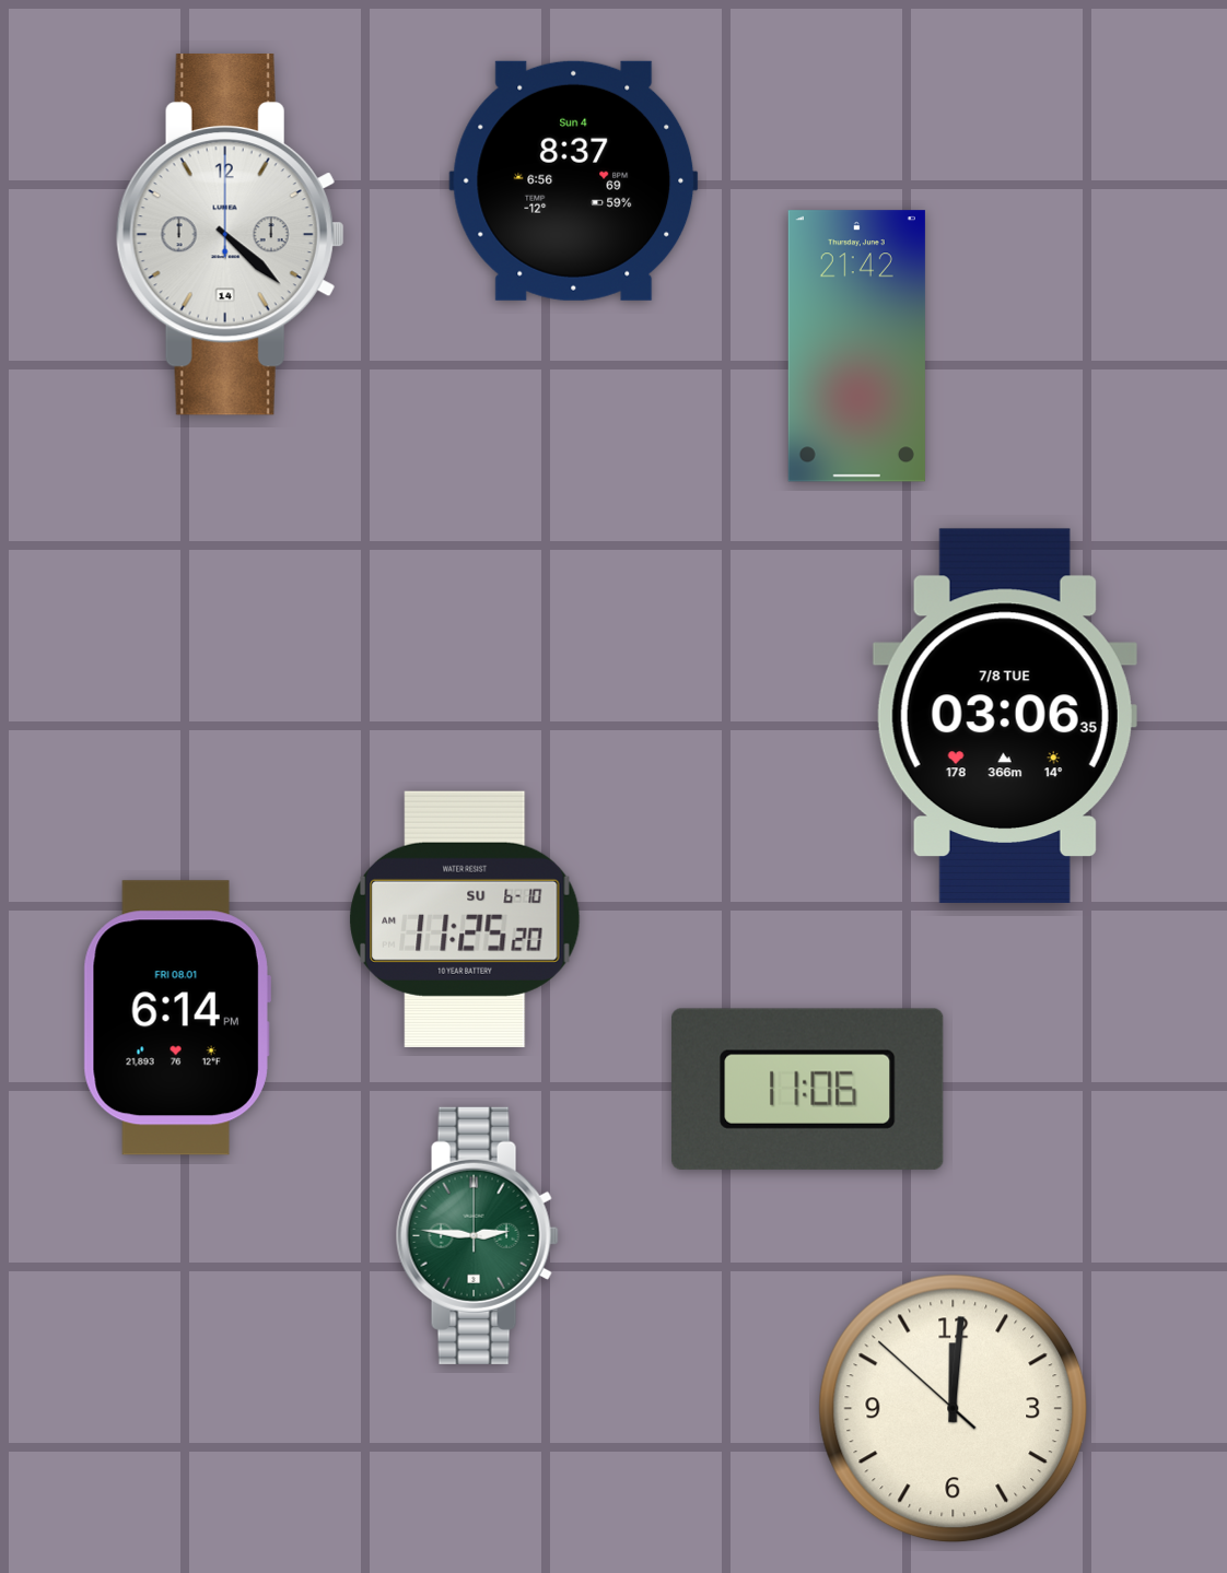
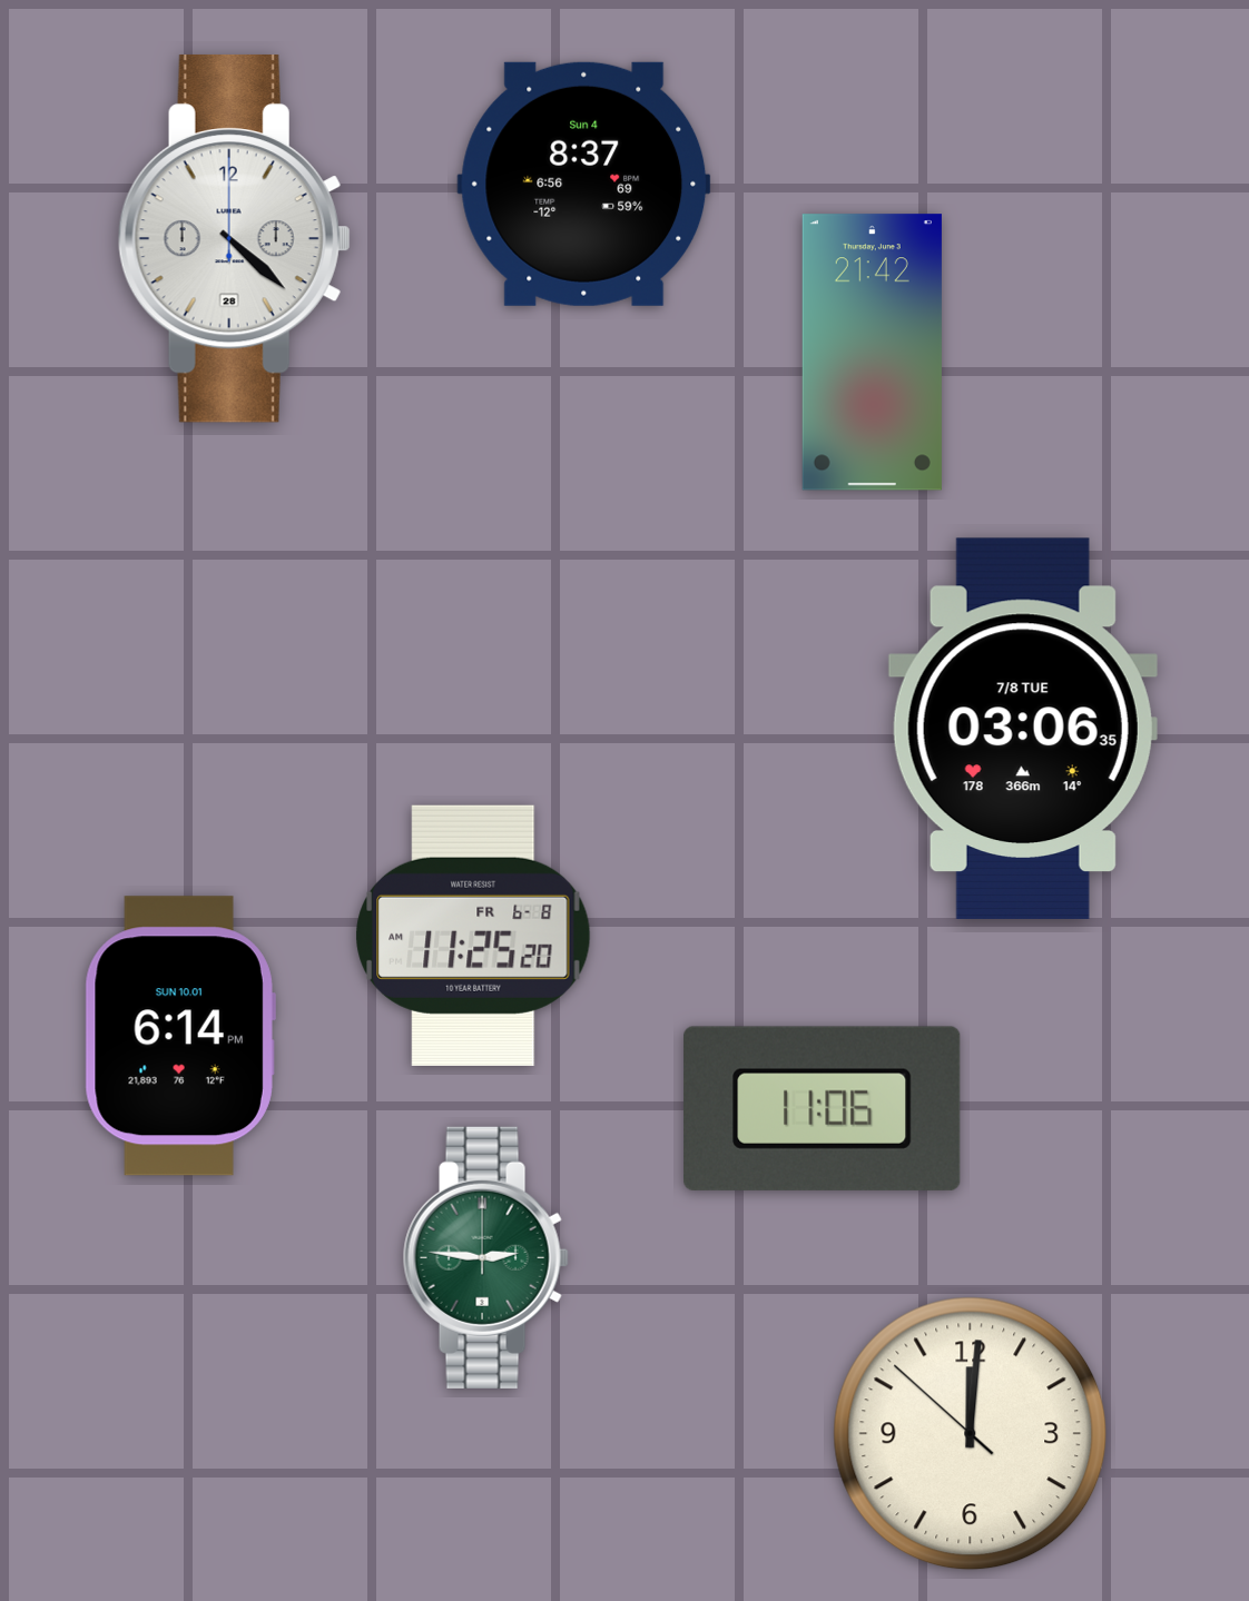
clock at (230, 234) date: 14 -> 28
clock at (466, 919) date: SU 6-10 -> FR 6-8
clock at (177, 1018) date: FRI 08.01 -> SUN 10.01
